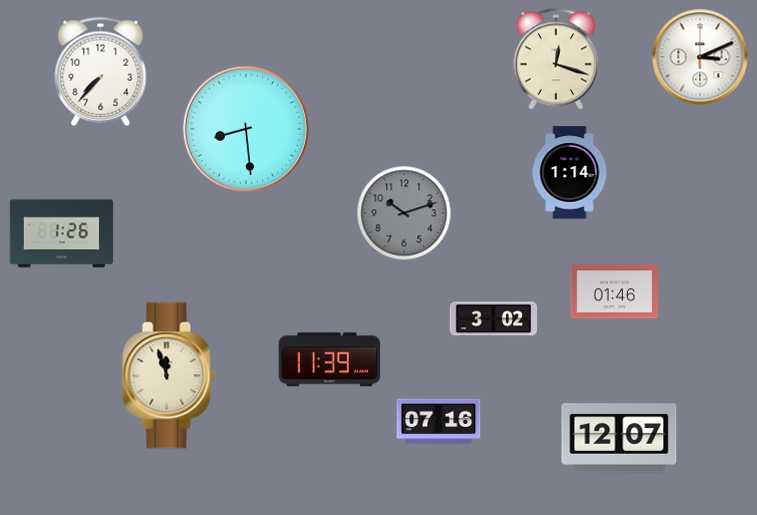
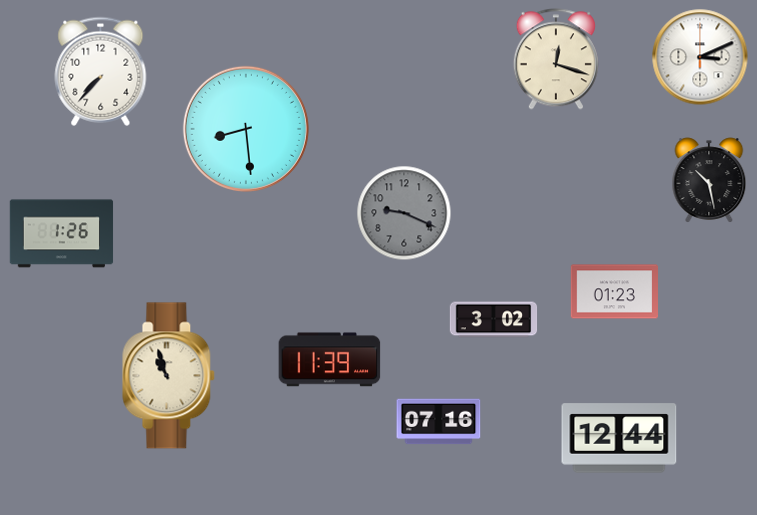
clock at (570, 173): 1:14 -> none
clock at (709, 180): none -> 10:28
clock at (404, 213): 10:12 -> 9:19
clock at (615, 292): 01:46 -> 01:23
clock at (169, 376): 11:57 -> 10:57
clock at (619, 438): 12:07 -> 12:44
